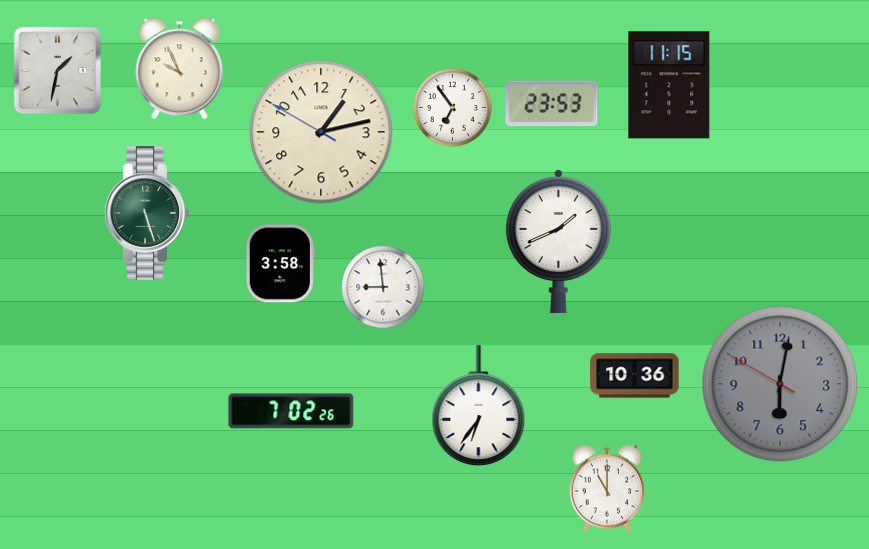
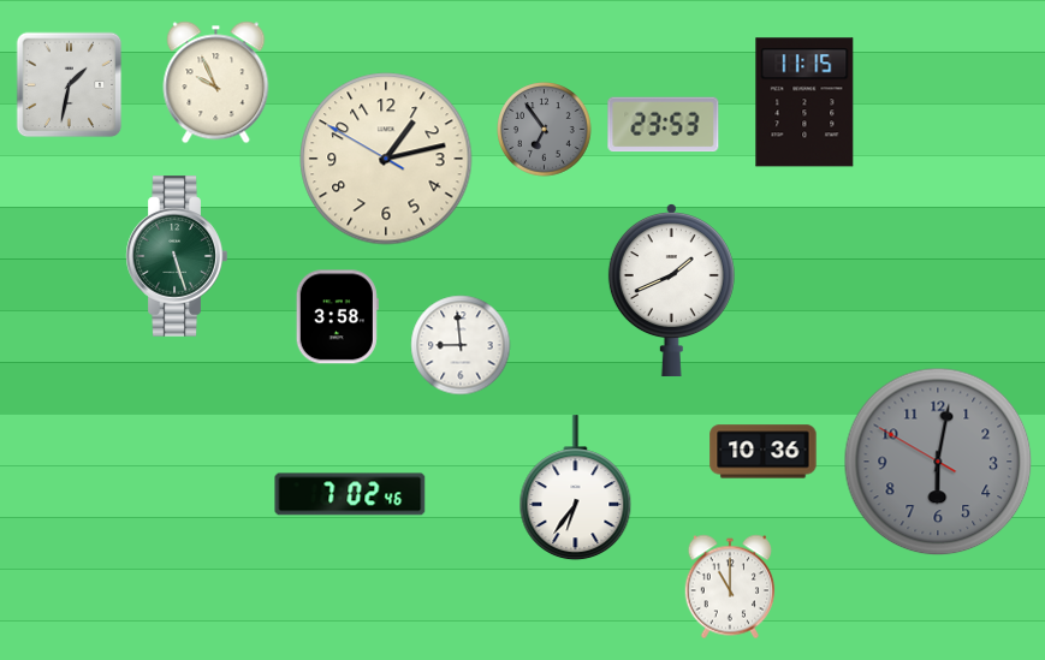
clock at (453, 108) dial: white -> grey
clock at (291, 411): 7:02:26 -> 7:02:46
